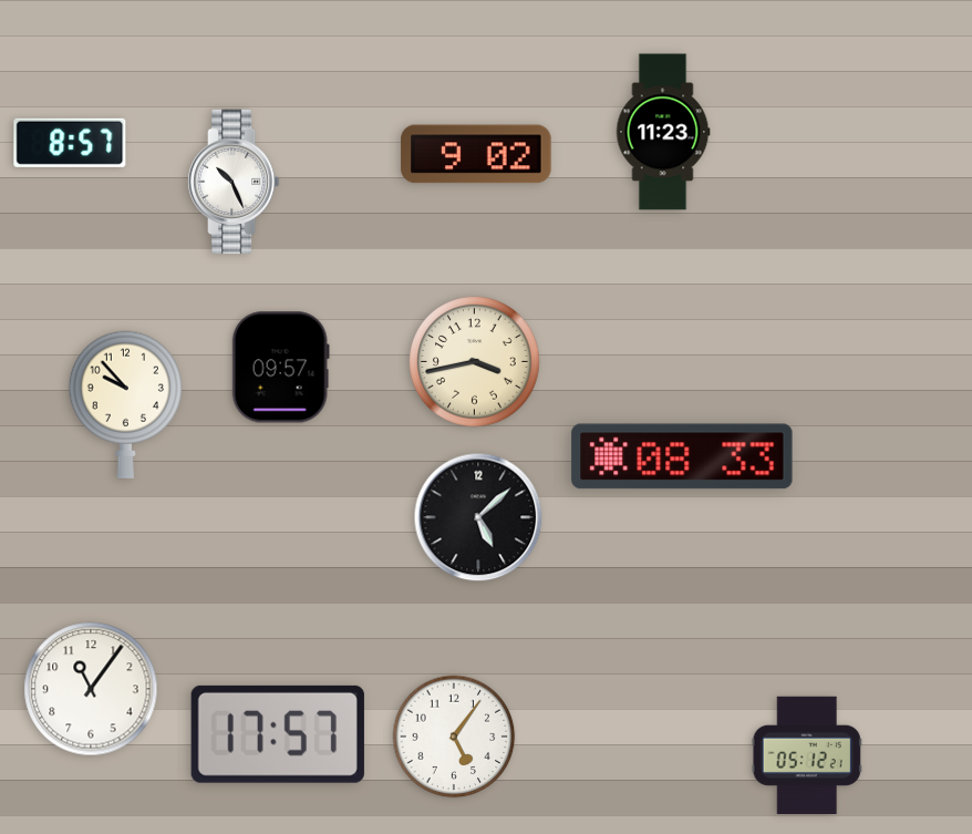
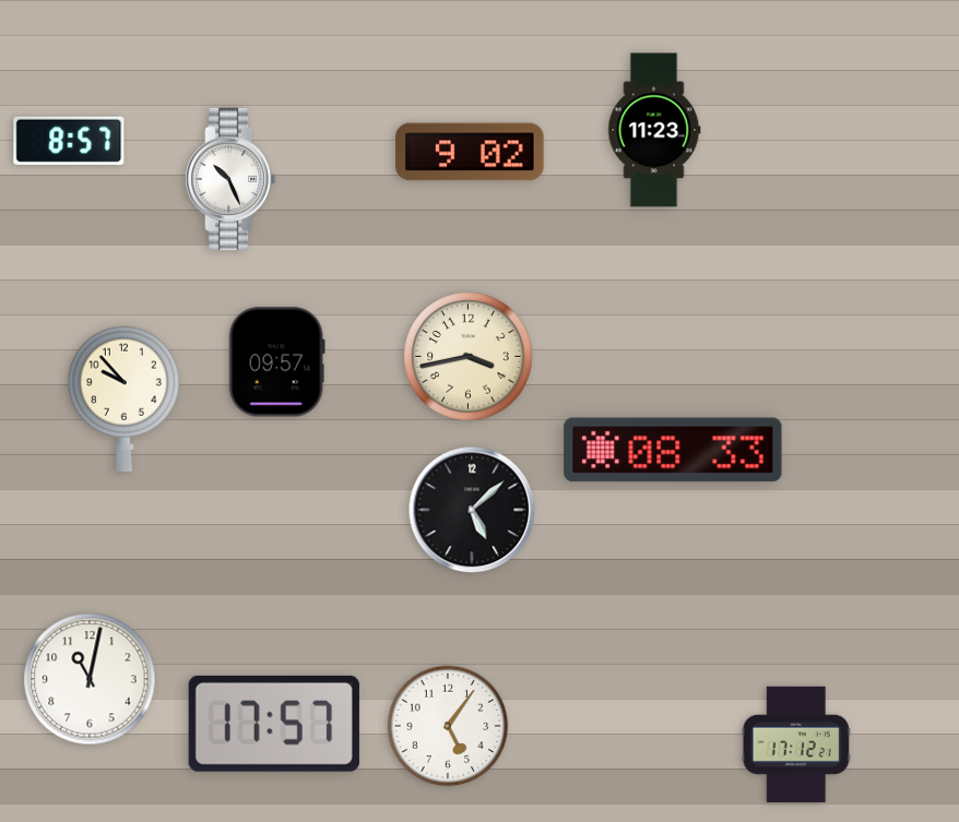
clock at (91, 689): 11:06 -> 11:02
clock at (807, 754): 05:12 -> 17:12
